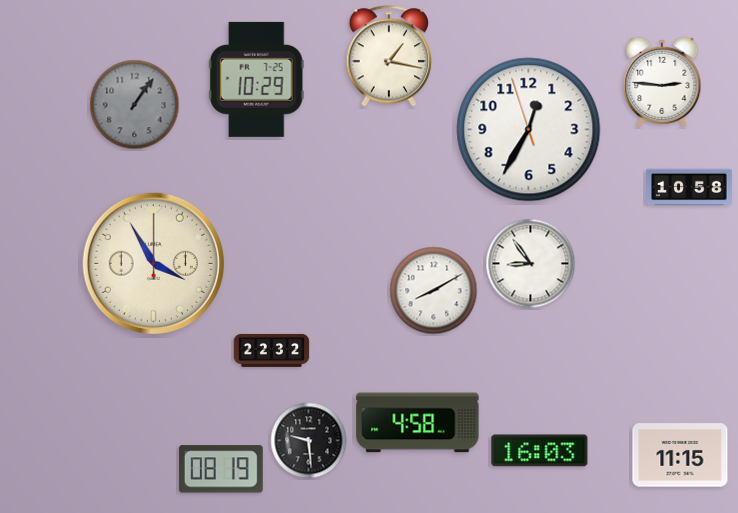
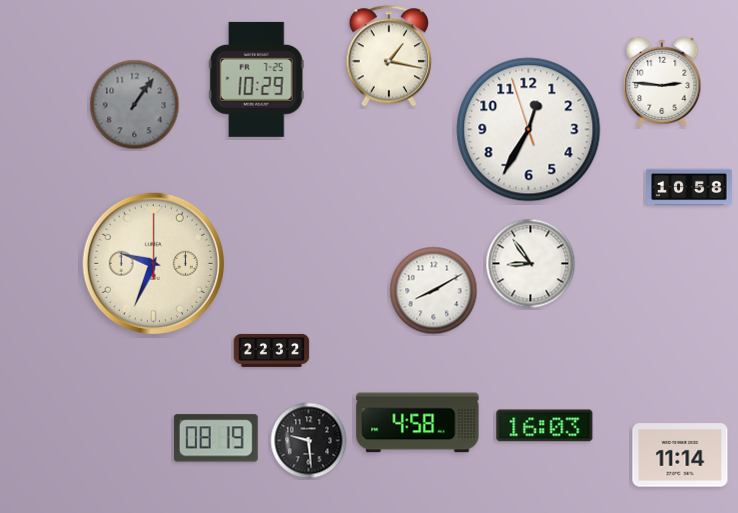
clock at (153, 263): 3:55 -> 9:34
clock at (540, 451) position: (540, 451) -> (545, 426)
clock at (680, 455): 11:15 -> 11:14
clock at (221, 469) position: (221, 469) -> (216, 438)
